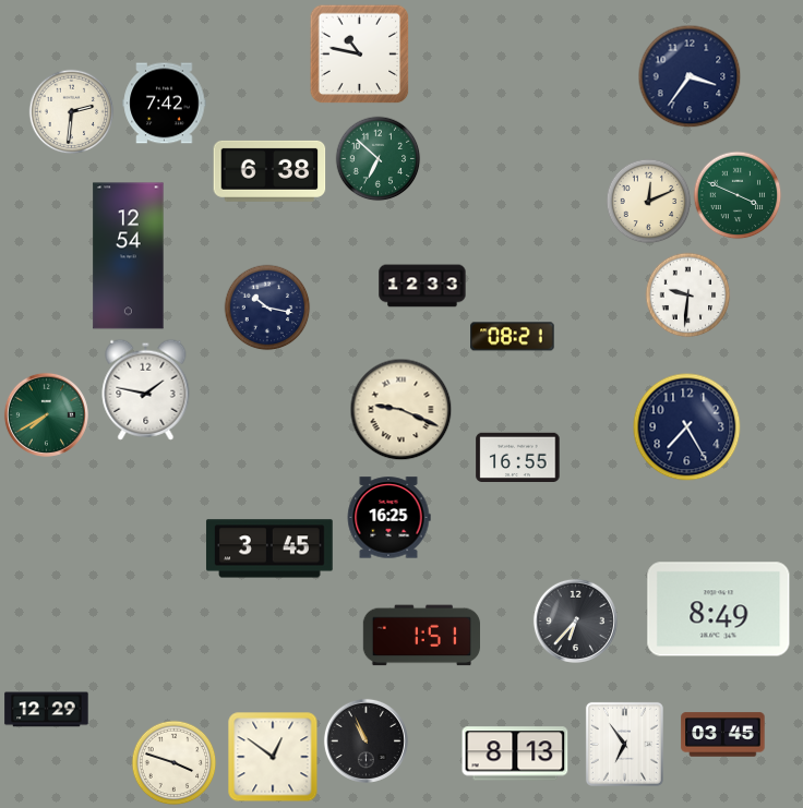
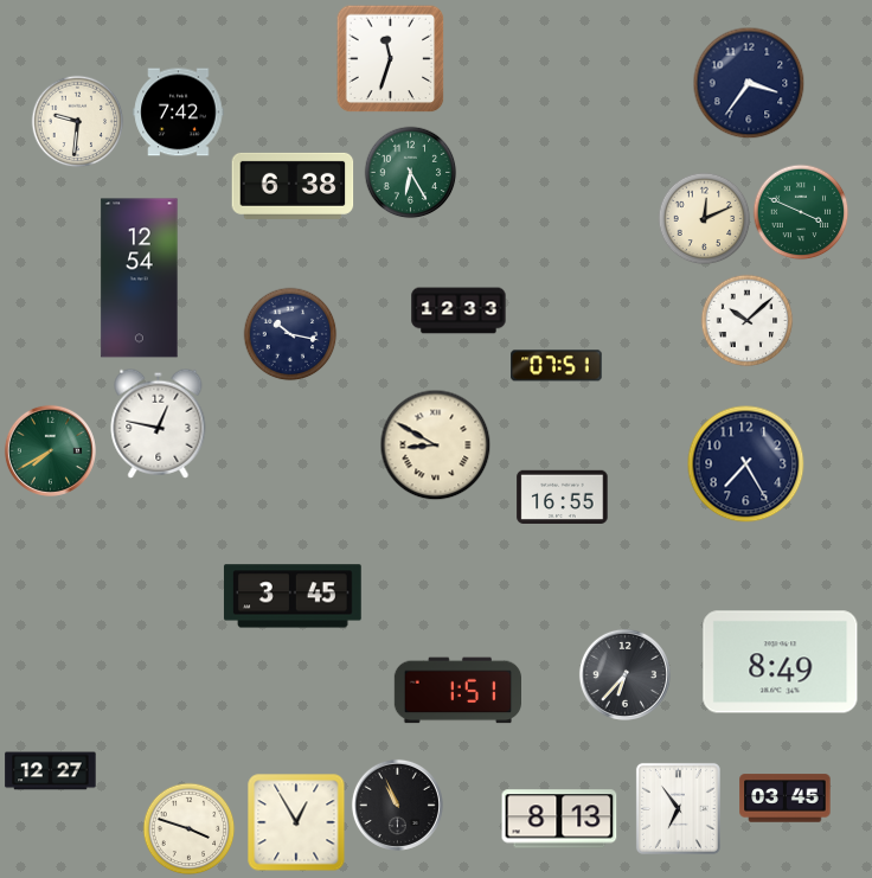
clock at (359, 53): 10:47 -> 11:33
clock at (71, 111): 2:31 -> 9:31
clock at (377, 158): 6:52 -> 6:25
clock at (687, 294): 9:31 -> 10:08
clock at (513, 337): 08:21 -> 07:51
clock at (146, 389): 1:47 -> 12:47
clock at (400, 409): 9:19 -> 8:50
clock at (388, 518): 16:25 -> none
clock at (47, 710): 12:29 -> 12:27
clock at (273, 757): 12:51 -> 12:55
